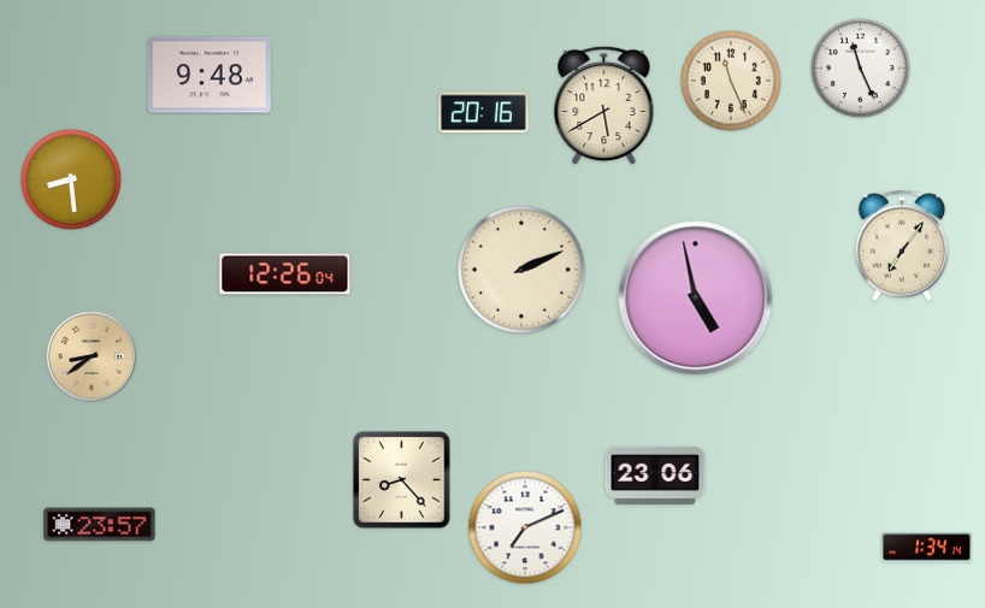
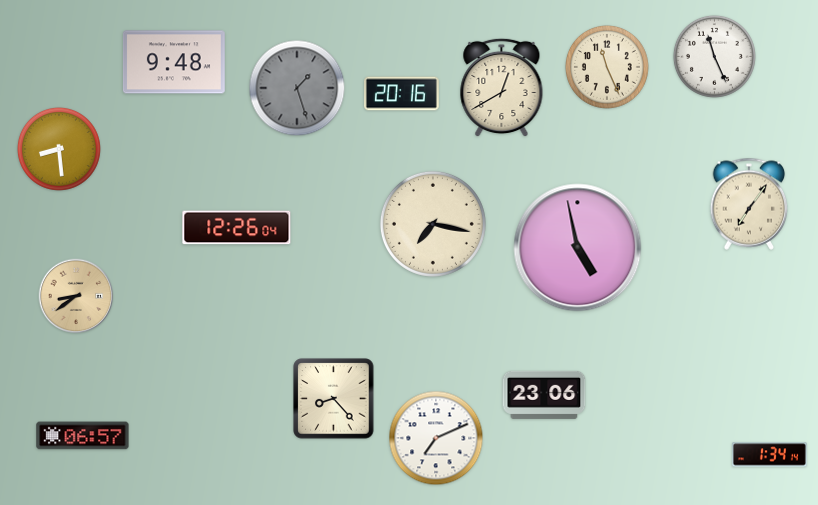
clock at (297, 88): none -> 1:27
clock at (604, 106): 5:40 -> 12:40
clock at (521, 270): 2:11 -> 7:17
clock at (100, 525): 23:57 -> 06:57
